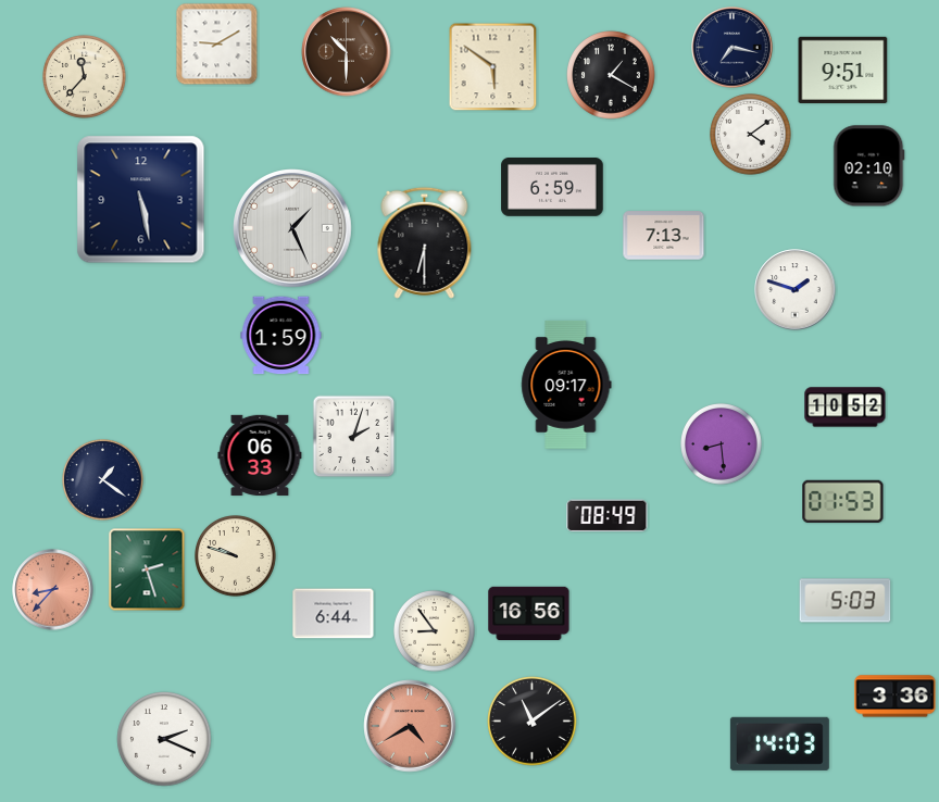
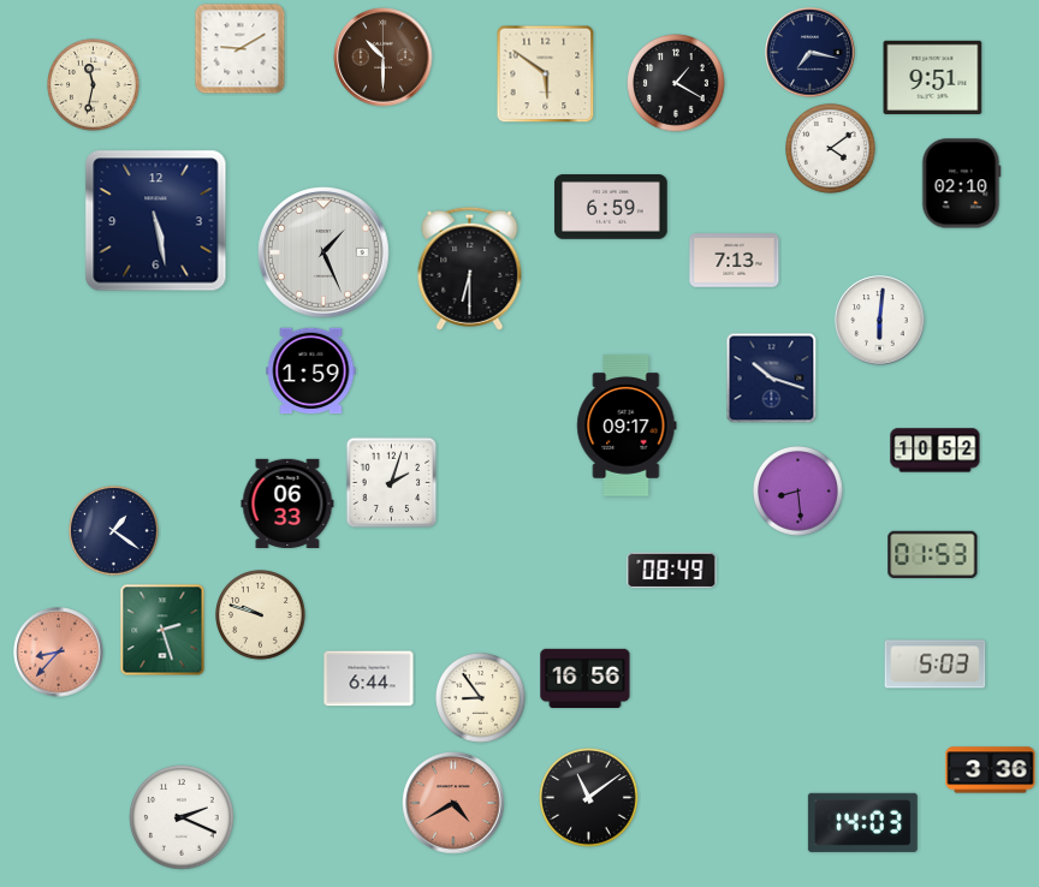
clock at (85, 77): 11:37 -> 11:32
clock at (796, 290): 1:48 -> 6:01
clock at (772, 379): none -> 10:18
